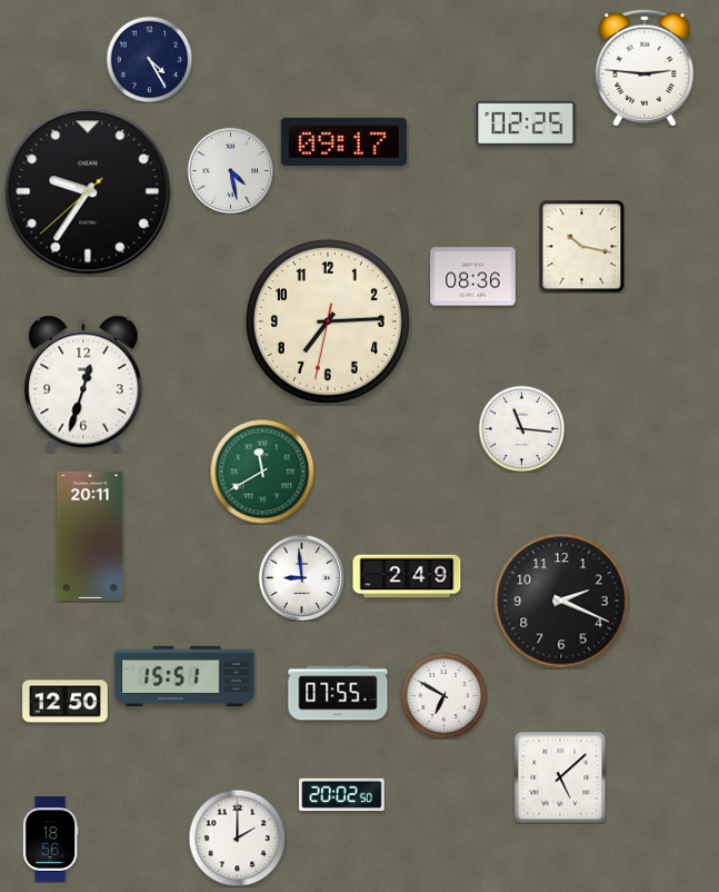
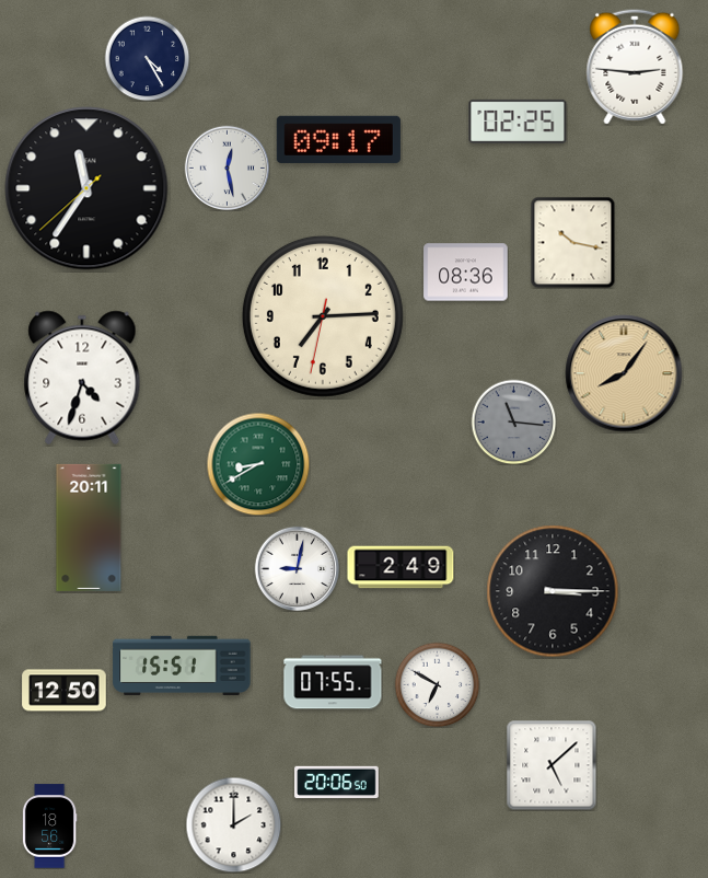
clock at (230, 170): 4:28 -> 12:28
clock at (88, 191): 9:35 -> 11:35
clock at (624, 373): none -> 8:06
clock at (83, 384): 12:33 -> 4:33
clock at (521, 428) dial: white -> grey
clock at (262, 472): 11:40 -> 8:40
clock at (301, 577): 8:59 -> 9:02
clock at (561, 601): 2:19 -> 3:15
clock at (342, 794): 20:02 -> 20:06
